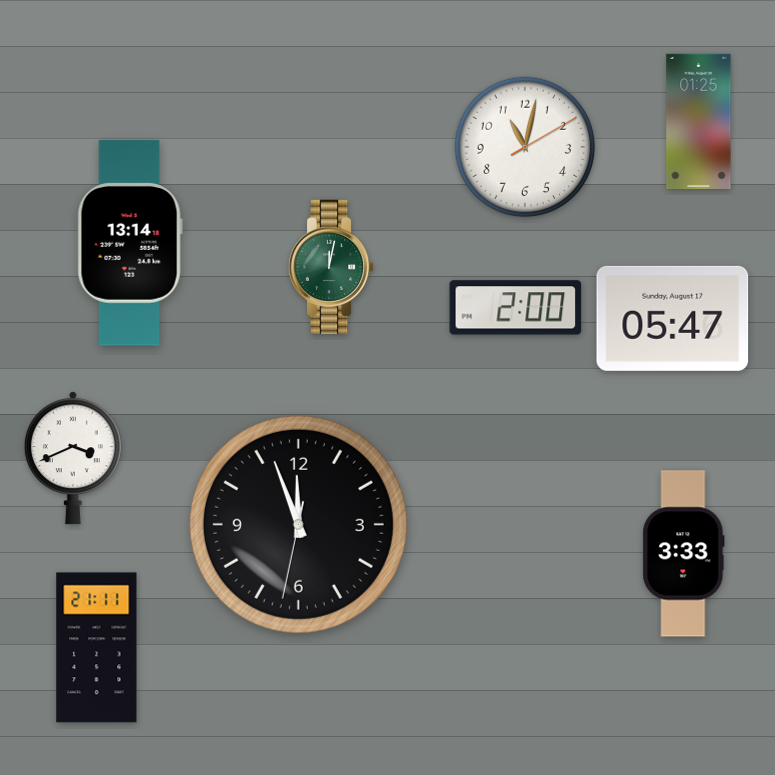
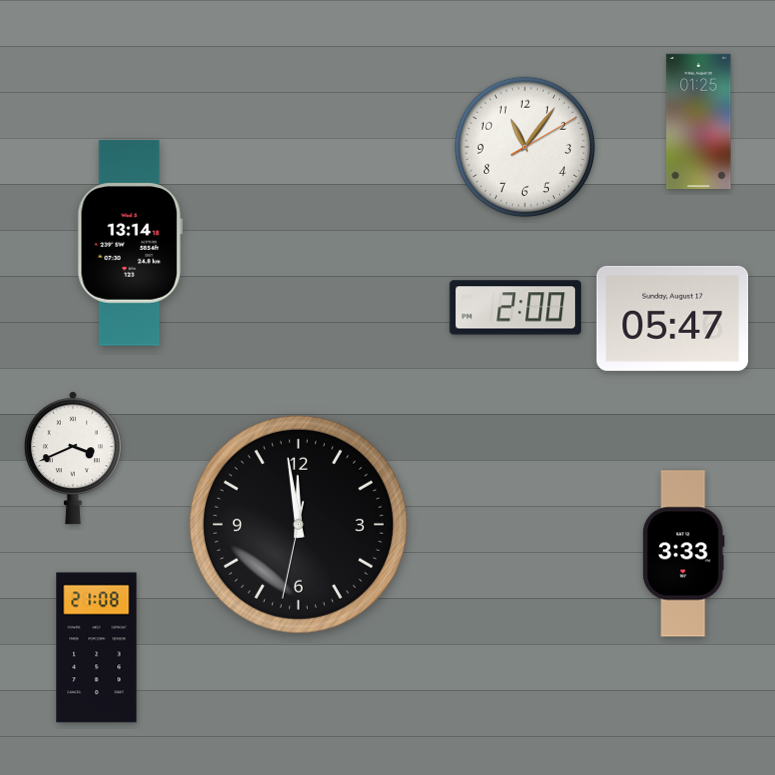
clock at (525, 147): 11:02 -> 11:06
clock at (331, 266): 12:02 -> none
clock at (298, 524): 11:56 -> 11:58
clock at (97, 648): 21:11 -> 21:08
